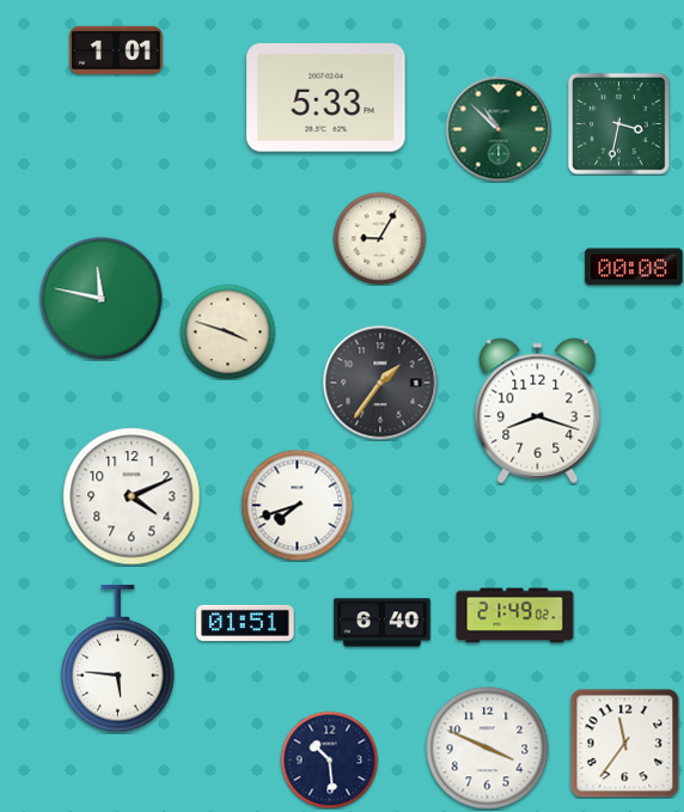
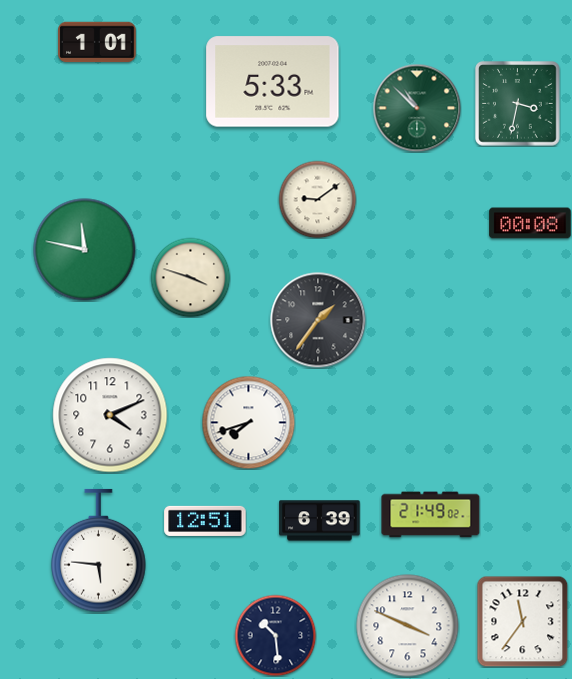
clock at (379, 238): 9:05 -> 9:09
clock at (538, 411): 8:18 -> none
clock at (245, 623): 01:51 -> 12:51
clock at (383, 623): 6:40 -> 6:39
